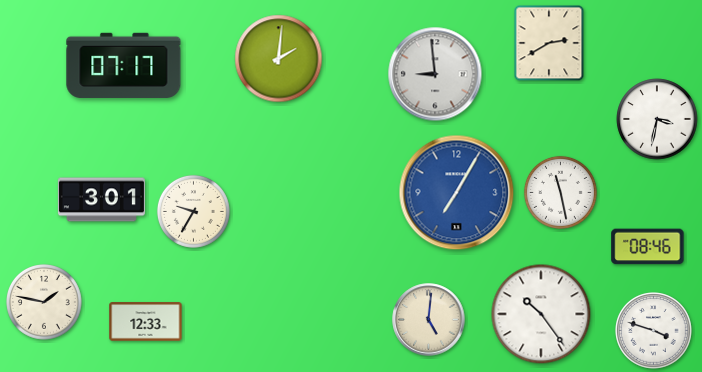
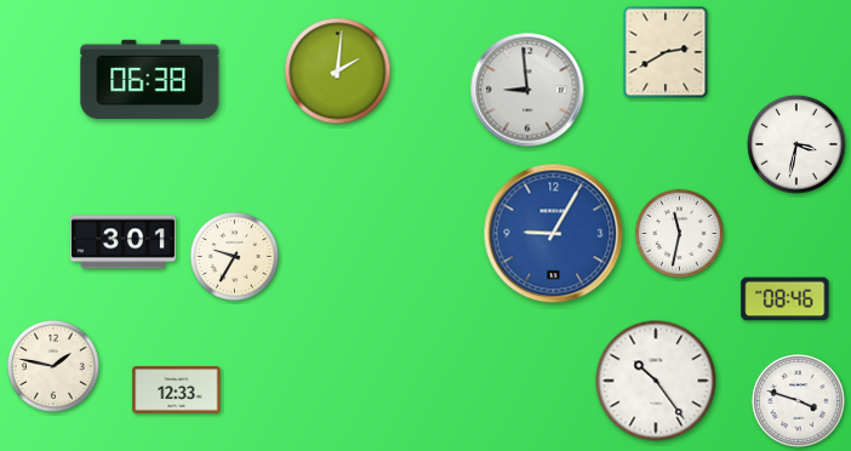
clock at (124, 65): 07:17 -> 06:38
clock at (560, 192): 11:28 -> 11:32
clock at (457, 193): 7:05 -> 9:05
clock at (429, 320): 5:01 -> none
clock at (654, 331) position: (654, 331) -> (799, 401)
